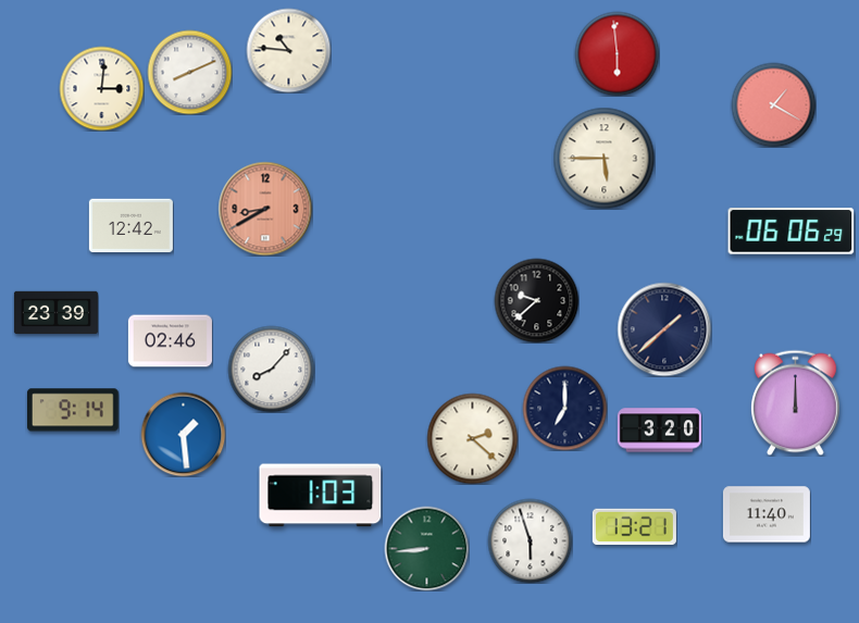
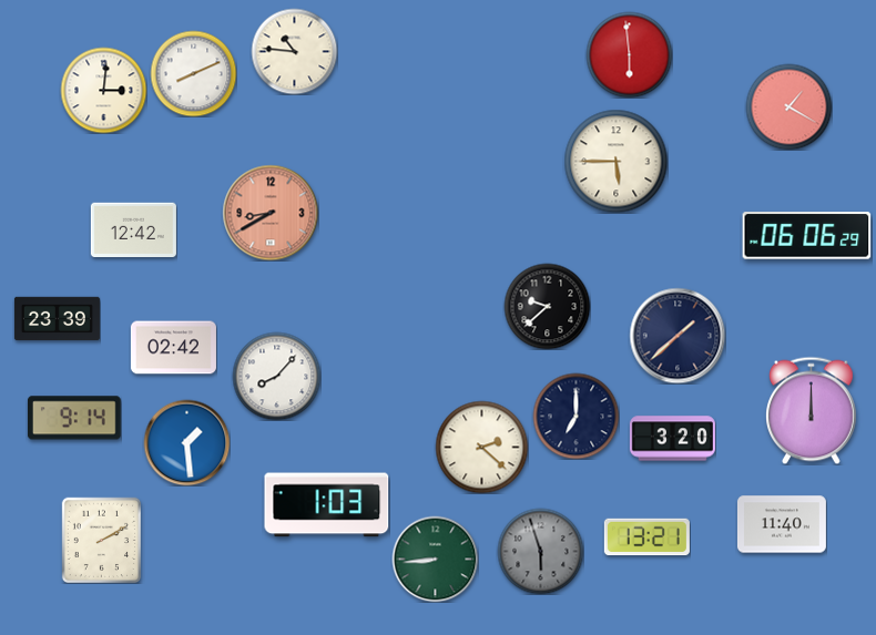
clock at (170, 341): 02:46 -> 02:42
clock at (101, 540): none -> 2:10
clock at (530, 540) dial: white -> grey
